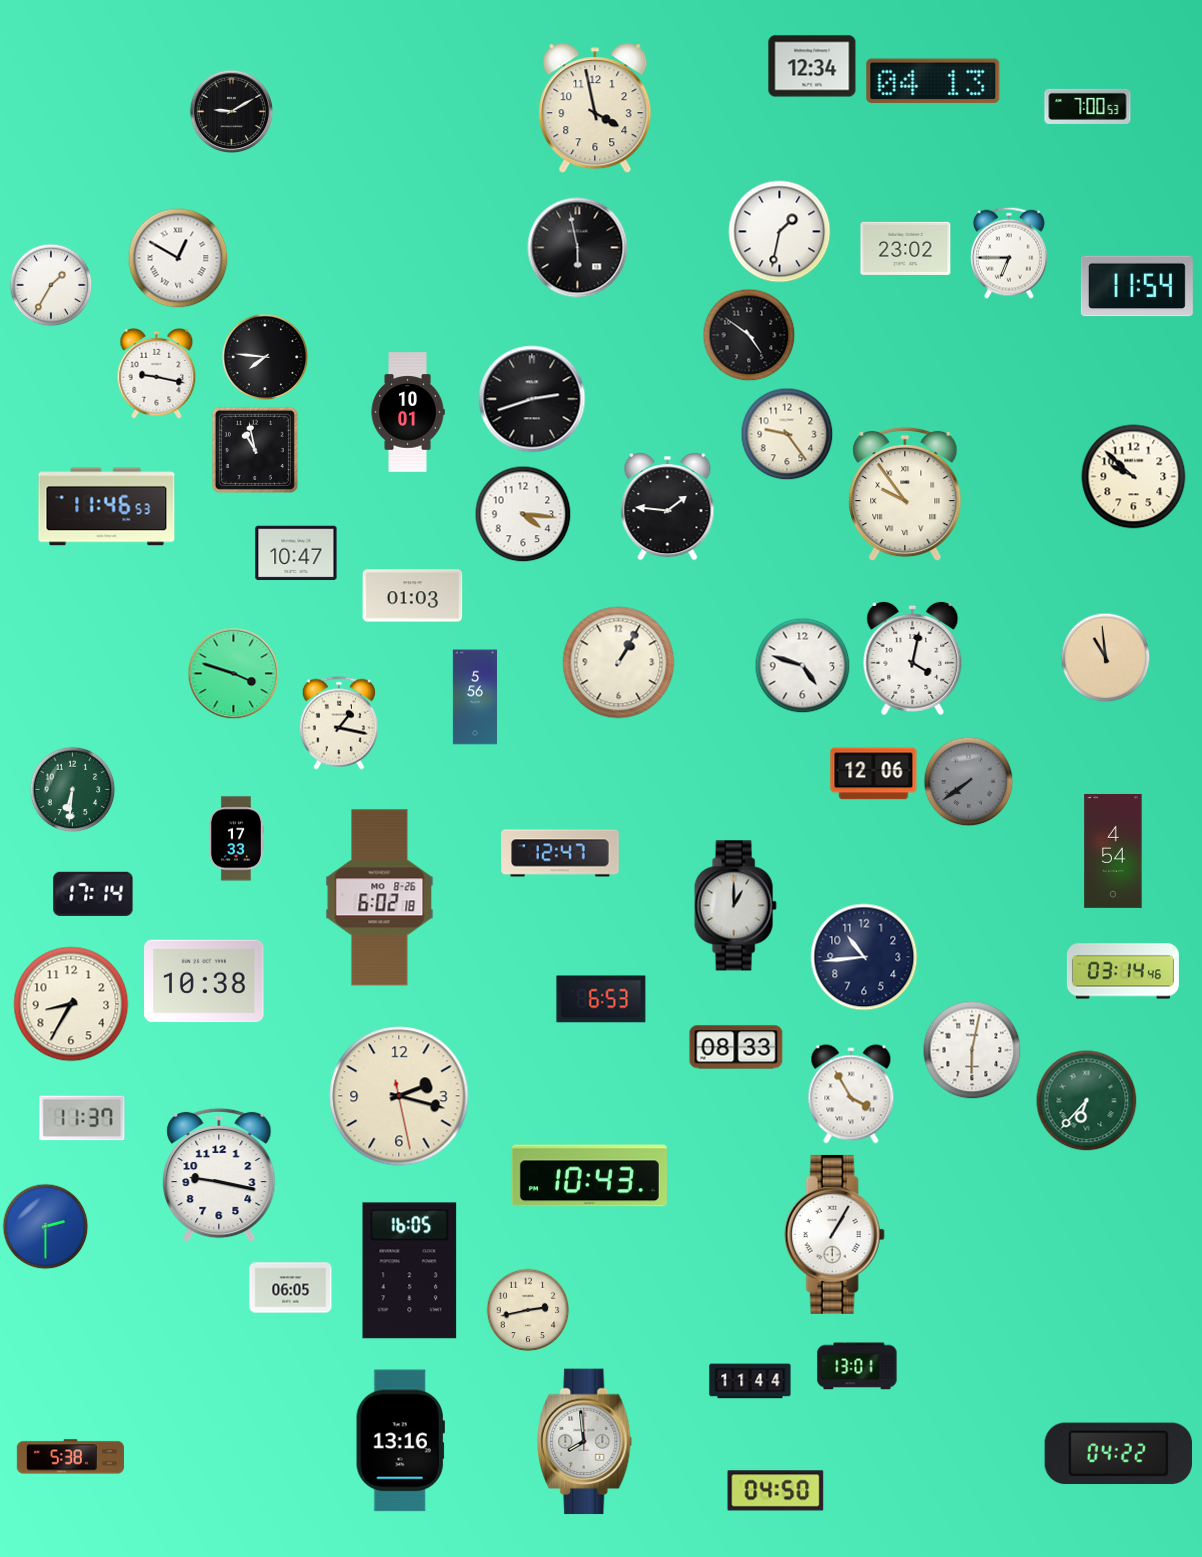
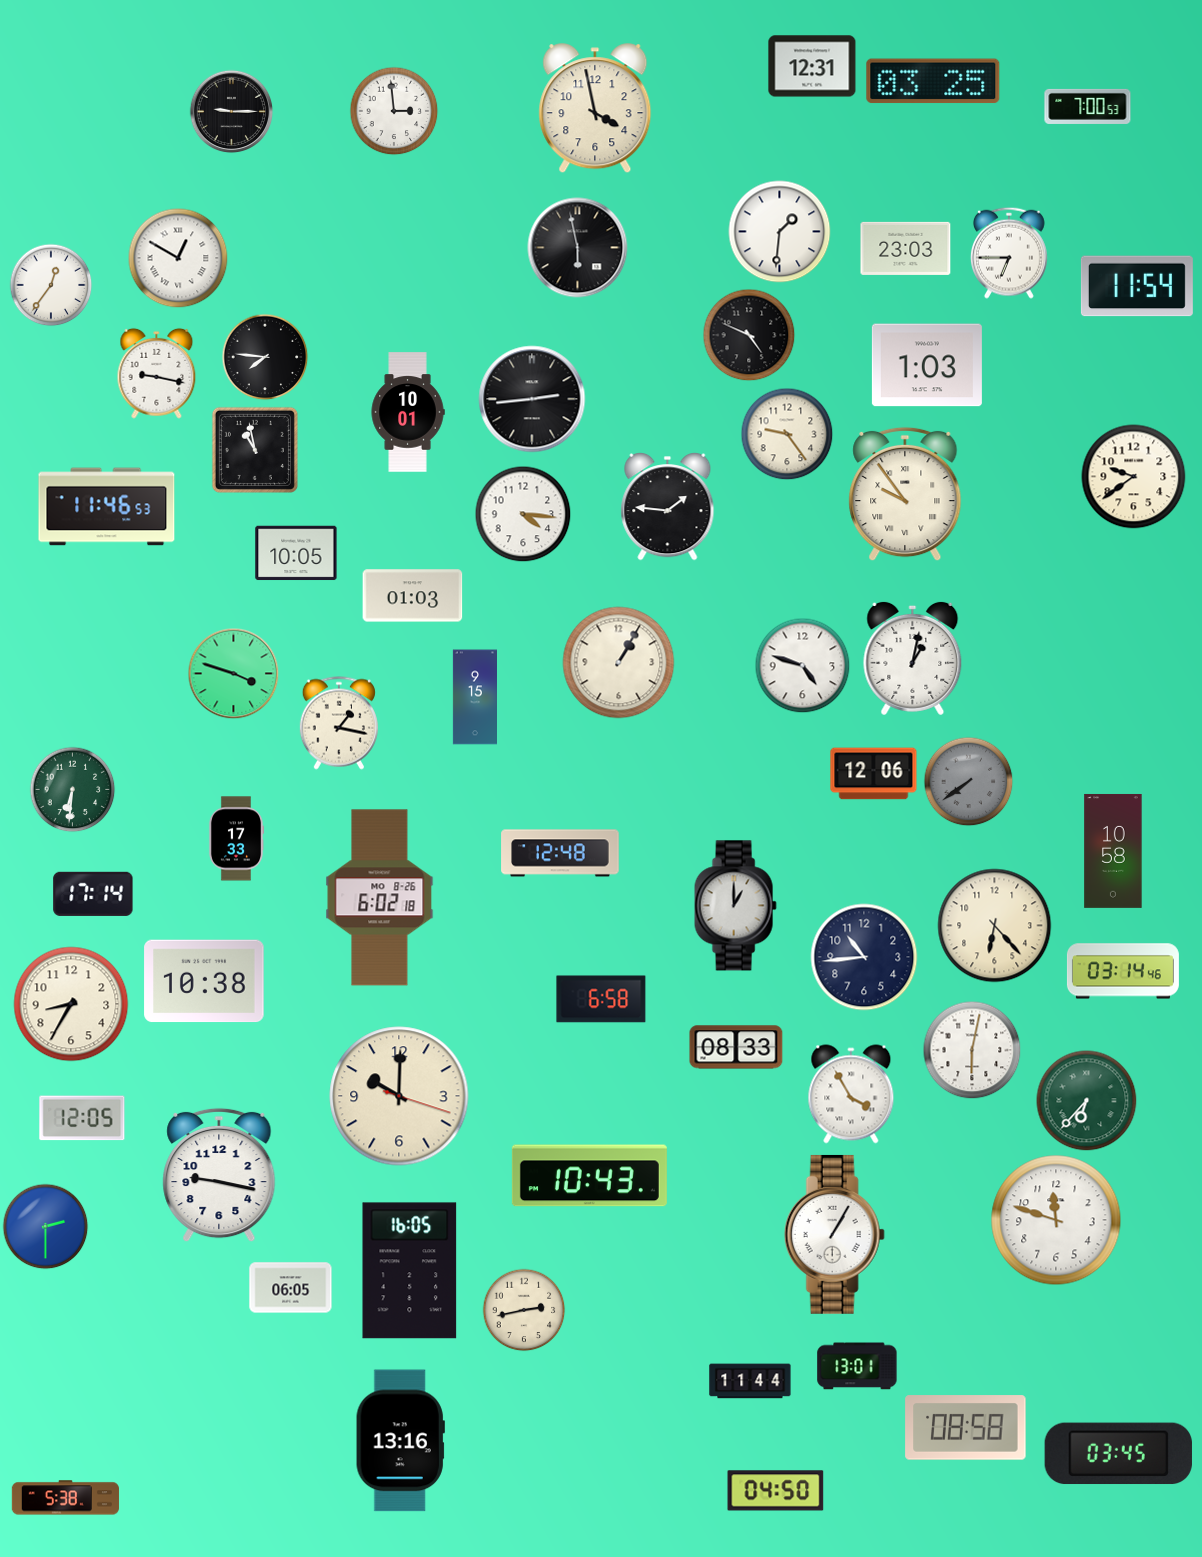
clock at (812, 66): 12:34 -> 12:31
clock at (933, 81): 04:13 -> 03:25
clock at (231, 111): 9:10 -> 9:15
clock at (394, 111): none -> 2:59
clock at (780, 232): 1:32 -> 1:31
clock at (906, 248): 23:02 -> 23:03
clock at (51, 285): 1:35 -> 12:36
clock at (749, 335): 4:51 -> 4:49
clock at (927, 365): none -> 1:03
clock at (532, 399): 2:42 -> 2:44
clock at (1134, 477): 9:52 -> 9:39
clock at (296, 553): 10:47 -> 10:05
clock at (1105, 657): 10:59 -> none
clock at (913, 658): 4:02 -> 1:02
clock at (474, 697): 5:56 -> 9:15
clock at (1113, 851): 4:54 -> 10:58
clock at (560, 853): 12:47 -> 12:48
clock at (995, 926): none -> 6:23
clock at (601, 999): 6:53 -> 6:58
clock at (399, 1096): 2:17 -> 10:00
clock at (82, 1118): 11:37 -> 12:05
clock at (1056, 1220): none -> 11:48
clock at (528, 1310) position: (528, 1310) -> (524, 1310)
clock at (966, 1428): none -> 08:58
clock at (585, 1442): 7:59 -> none
clock at (1118, 1454): 04:22 -> 03:45
clock at (70, 1457) position: (70, 1457) -> (65, 1498)
